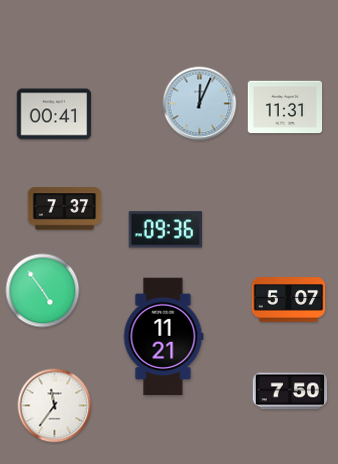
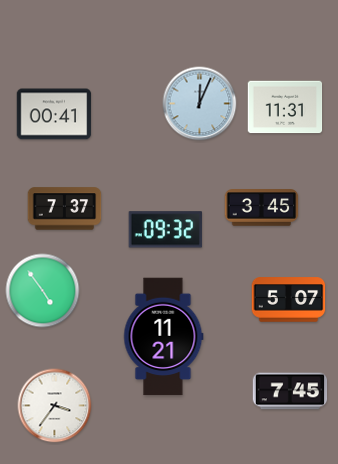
clock at (262, 208): none -> 3:45
clock at (166, 230): 09:36 -> 09:32
clock at (290, 391): 7:50 -> 7:45
clock at (55, 406): 11:36 -> 3:36
